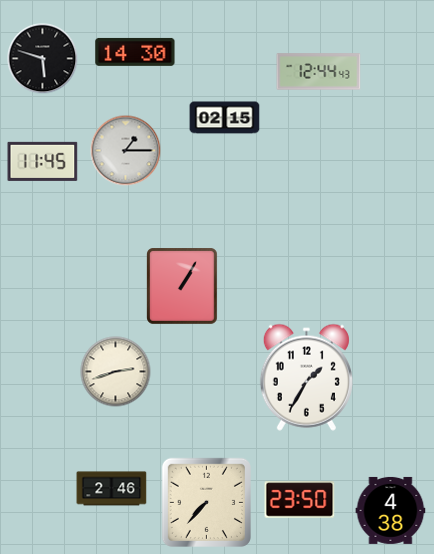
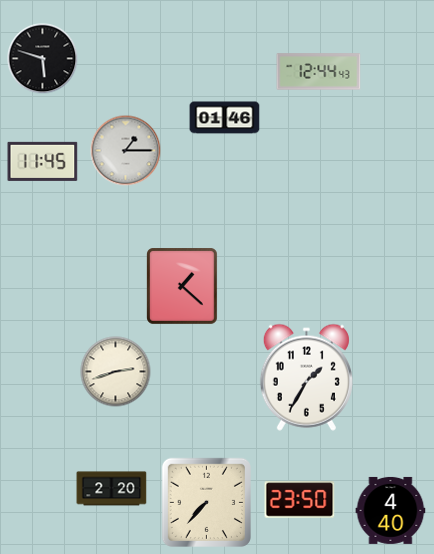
clock at (135, 52): 14:30 -> none
clock at (225, 118): 02:15 -> 01:46
clock at (183, 286): 1:05 -> 1:22
clock at (112, 489): 2:46 -> 2:20
clock at (391, 510): 4:38 -> 4:40
